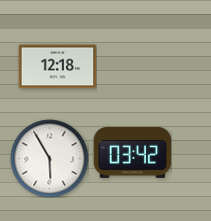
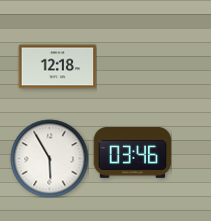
clock at (132, 152): 03:42 -> 03:46
